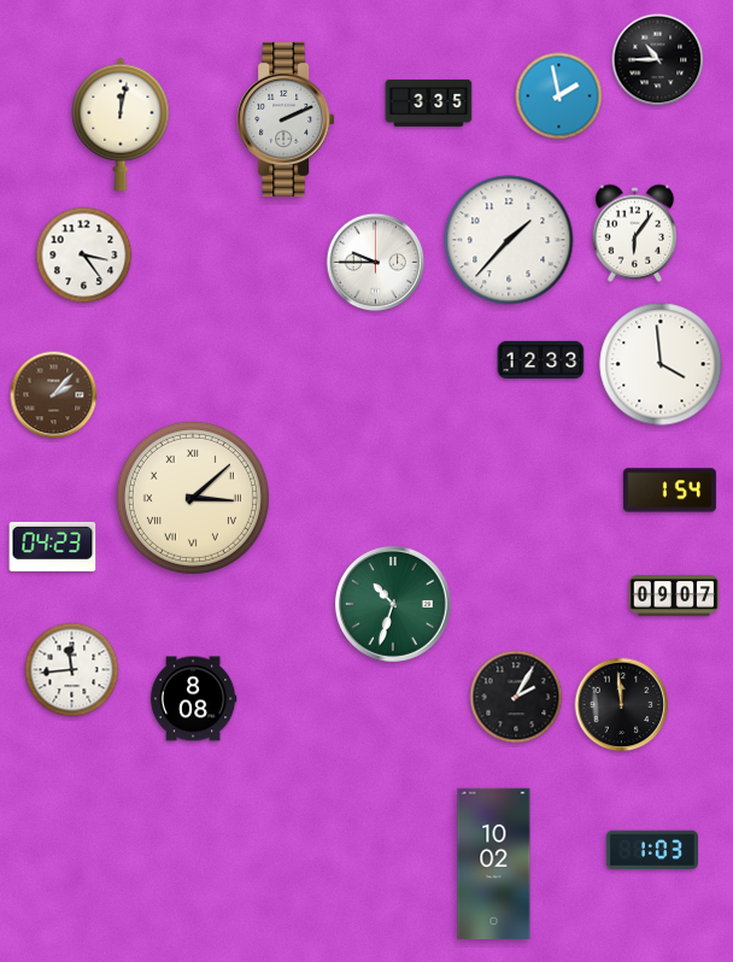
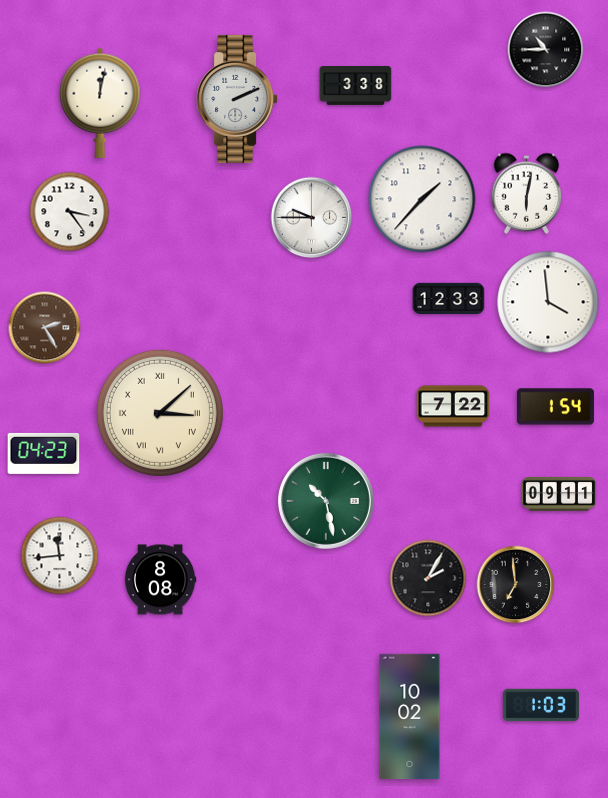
clock at (559, 96): 1:58 -> none
clock at (429, 102): 3:35 -> 3:38
clock at (635, 233): 6:06 -> 6:02
clock at (54, 395): 2:07 -> 2:25
clock at (453, 406): none -> 7:22
clock at (674, 596): 09:07 -> 09:11
clock at (393, 604): 10:33 -> 10:28
clock at (622, 705): 11:59 -> 6:59
